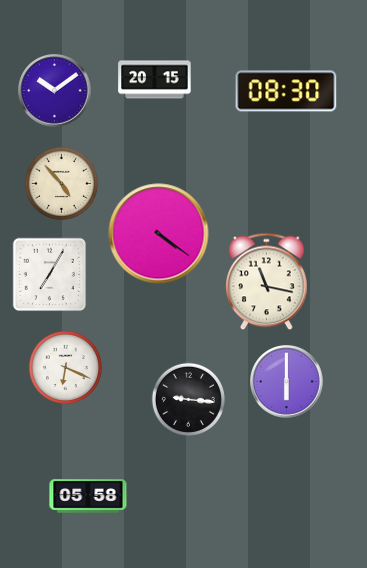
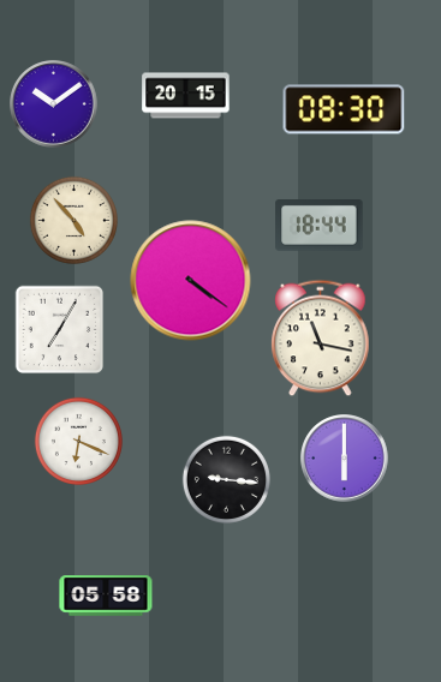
clock at (55, 91) position: (55, 91) -> (54, 104)
clock at (320, 226): none -> 18:44
